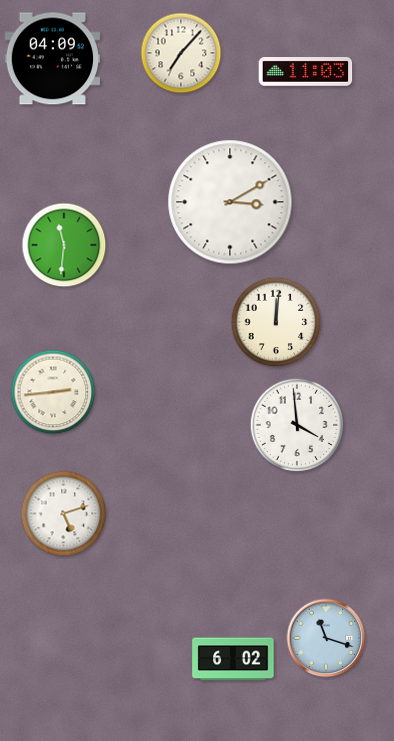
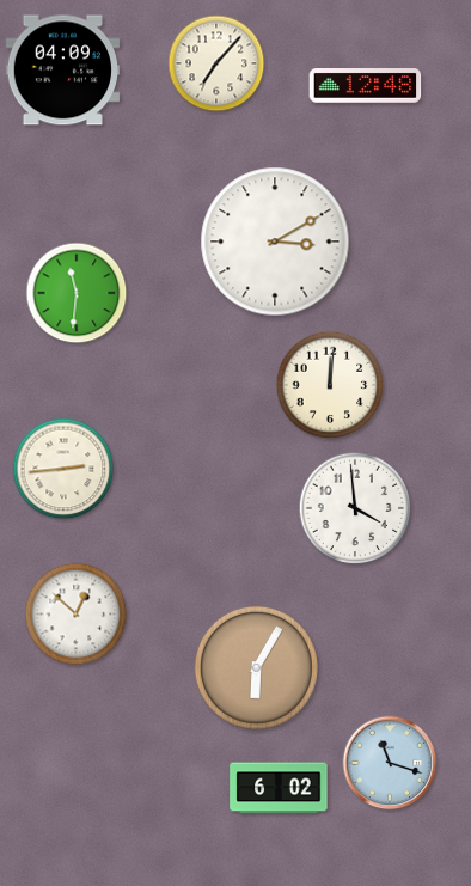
clock at (306, 72): 11:03 -> 12:48
clock at (64, 514): 5:12 -> 12:52
clock at (256, 667): none -> 6:05
